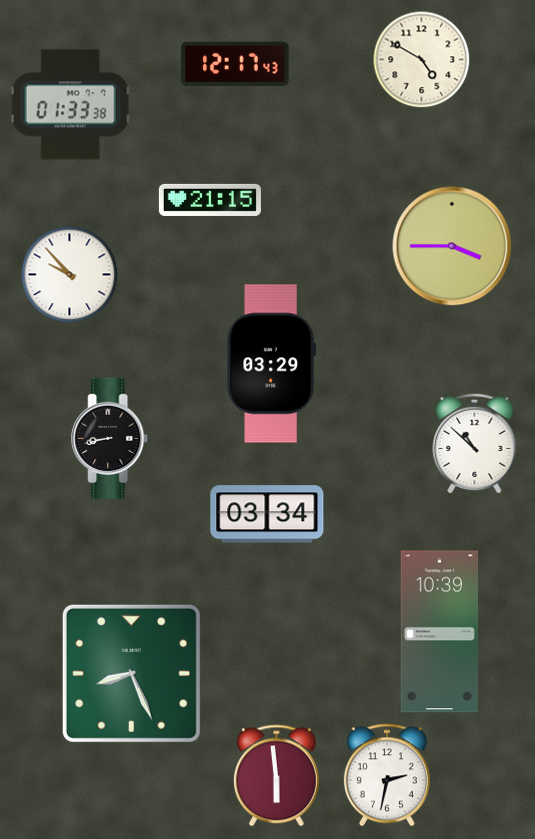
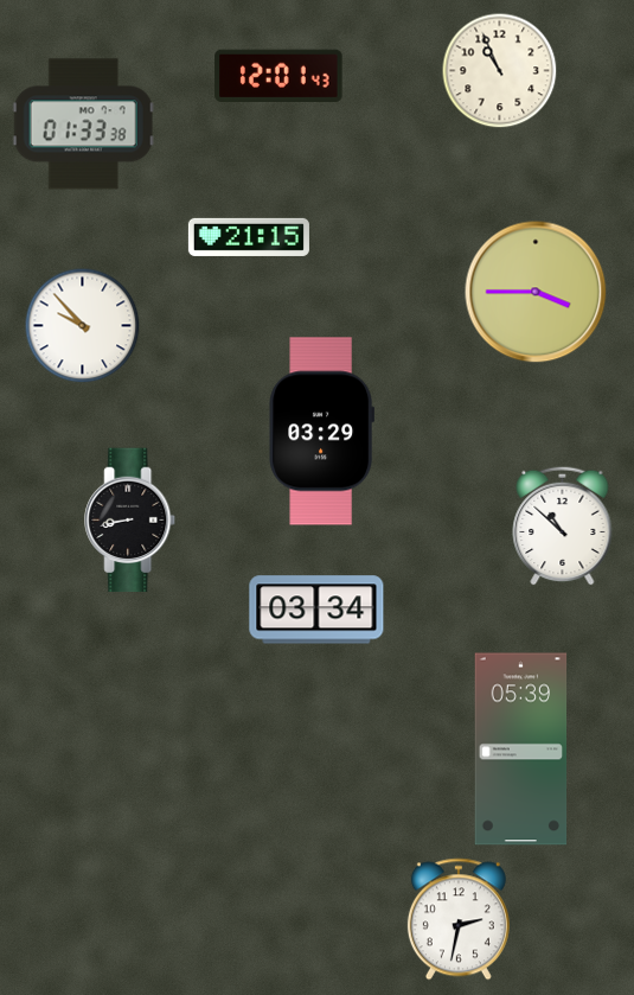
clock at (422, 60): 4:50 -> 10:56
clock at (235, 63): 12:17 -> 12:01
clock at (440, 632): 10:39 -> 05:39
clock at (131, 673): 8:26 -> none
clock at (276, 776): 5:59 -> none
